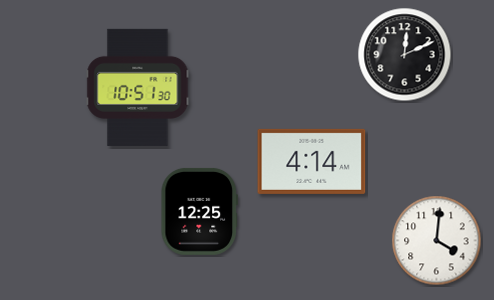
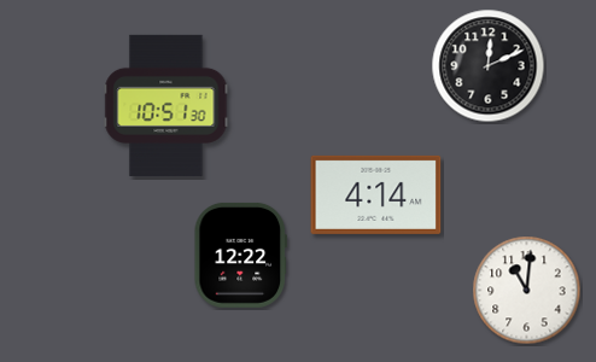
clock at (199, 211): 12:25 -> 12:22
clock at (437, 241): 4:01 -> 11:01
